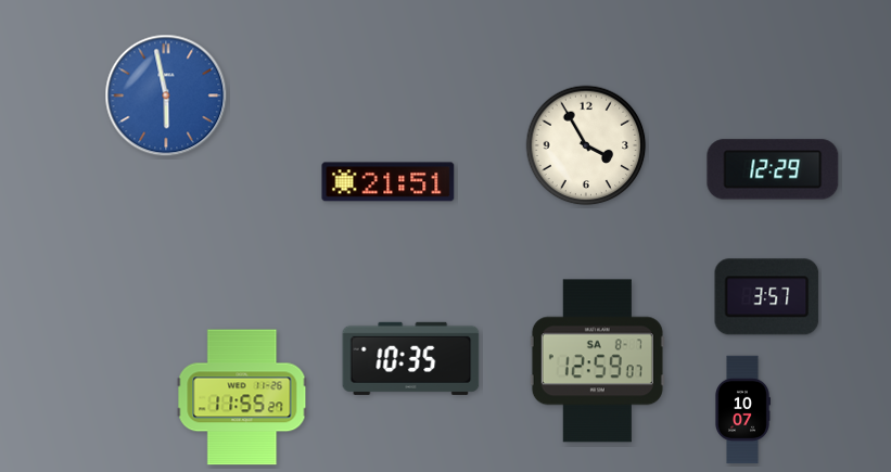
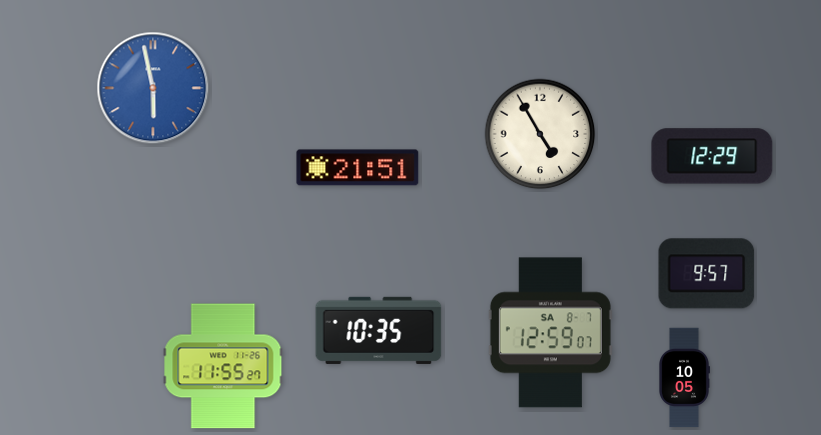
clock at (586, 145): 3:55 -> 4:55
clock at (767, 297): 3:57 -> 9:57
clock at (742, 410): 10:07 -> 10:05
